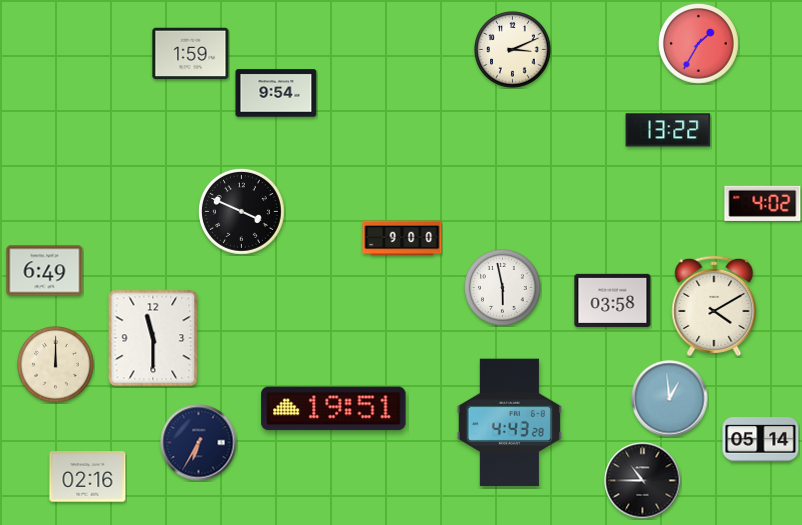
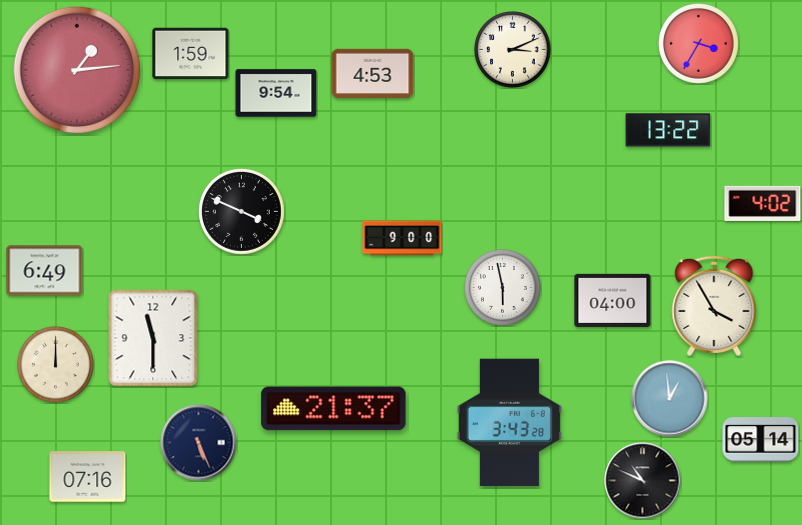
clock at (699, 44): 1:35 -> 3:35
clock at (76, 69): none -> 1:14
clock at (373, 73): none -> 4:53
clock at (613, 300): 03:58 -> 04:00
clock at (714, 306): 4:10 -> 3:55
clock at (334, 409): 19:51 -> 21:37
clock at (509, 423): 4:43 -> 3:43
clock at (199, 443): 6:35 -> 5:26
clock at (88, 477): 02:16 -> 07:16
clock at (643, 481): 10:45 -> 10:49
